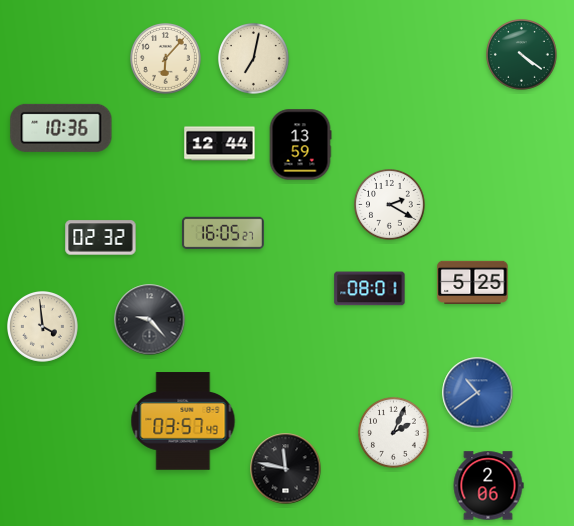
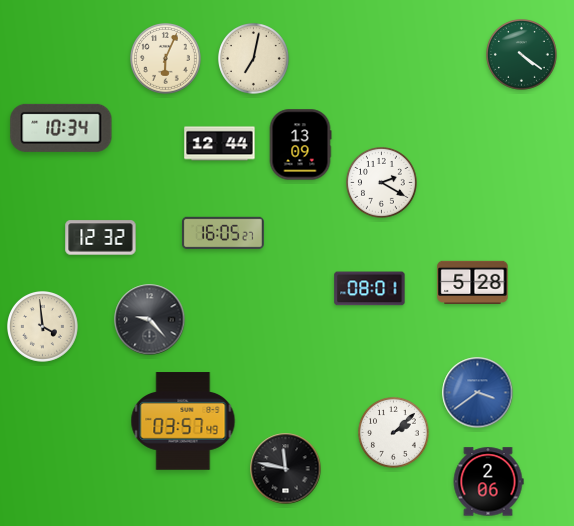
clock at (166, 59): 6:07 -> 6:04
clock at (61, 128): 10:36 -> 10:34
clock at (300, 145): 13:59 -> 13:09
clock at (390, 205) position: (390, 205) -> (382, 183)
clock at (101, 238): 02:32 -> 12:32
clock at (473, 282): 5:25 -> 5:28
clock at (478, 393): 10:39 -> 3:39
clock at (394, 433): 2:04 -> 2:08
clock at (488, 486) position: (488, 486) -> (488, 482)
